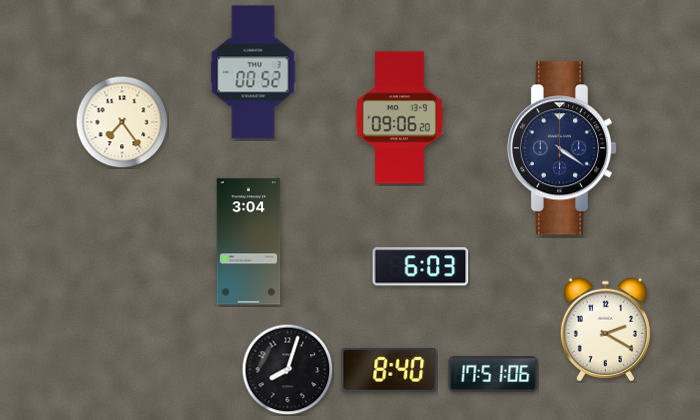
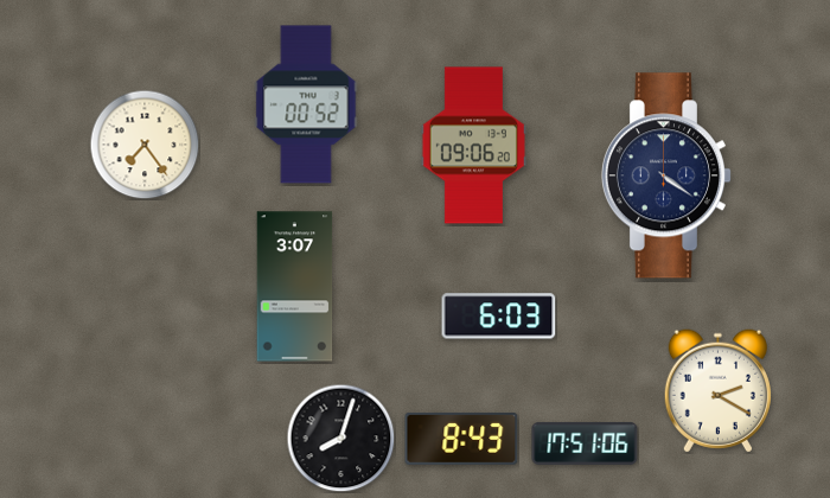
clock at (253, 72) position: (253, 72) -> (306, 104)
clock at (399, 118) position: (399, 118) -> (473, 146)
clock at (249, 242): 3:04 -> 3:07
clock at (389, 370): 8:40 -> 8:43
